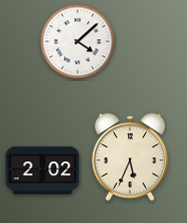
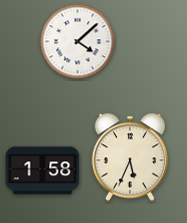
clock at (43, 171): 2:02 -> 1:58
